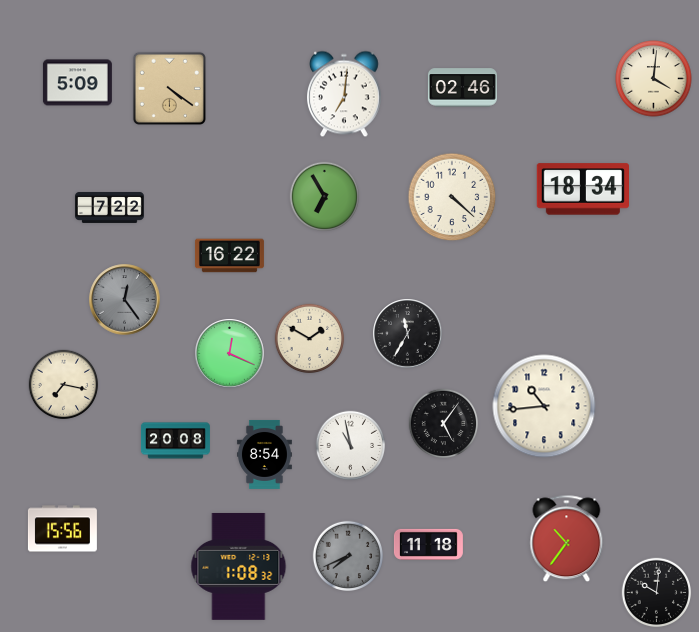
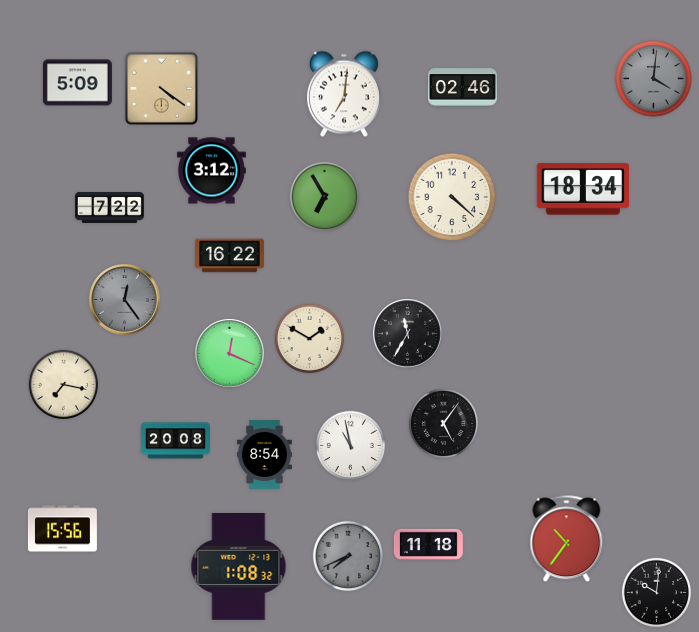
clock at (654, 79) dial: cream -> grey
clock at (169, 88) position: (169, 88) -> (161, 88)
clock at (211, 171): none -> 3:12
clock at (544, 406): 10:44 -> none
